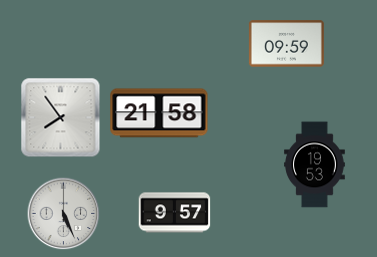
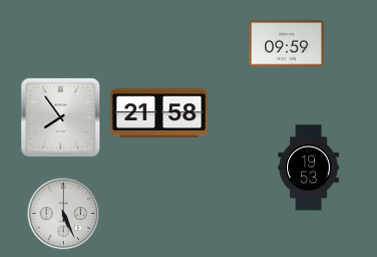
clock at (315, 165) position: (315, 165) -> (309, 168)
clock at (175, 213): 9:57 -> none
